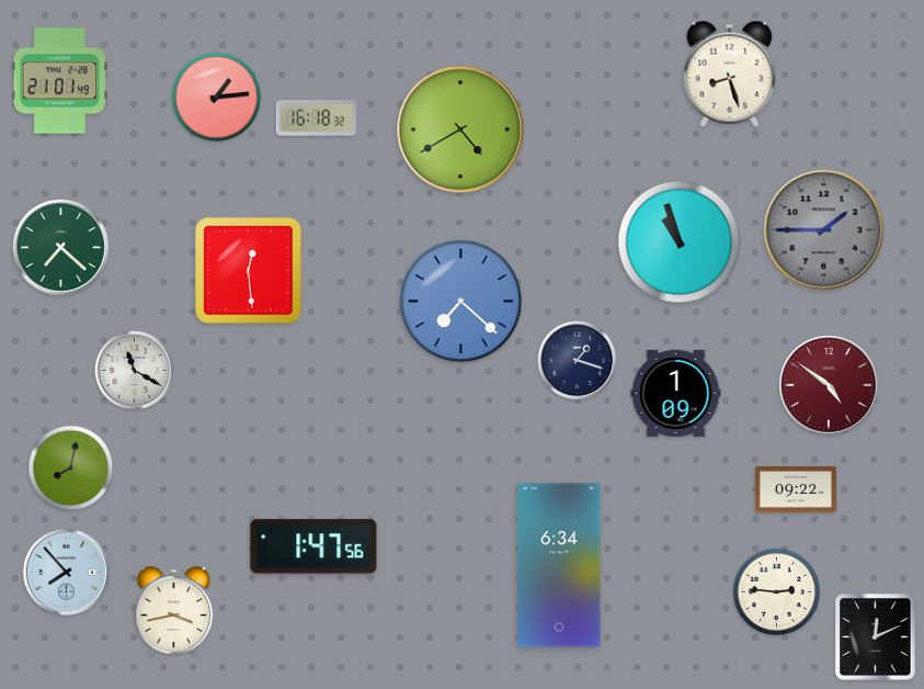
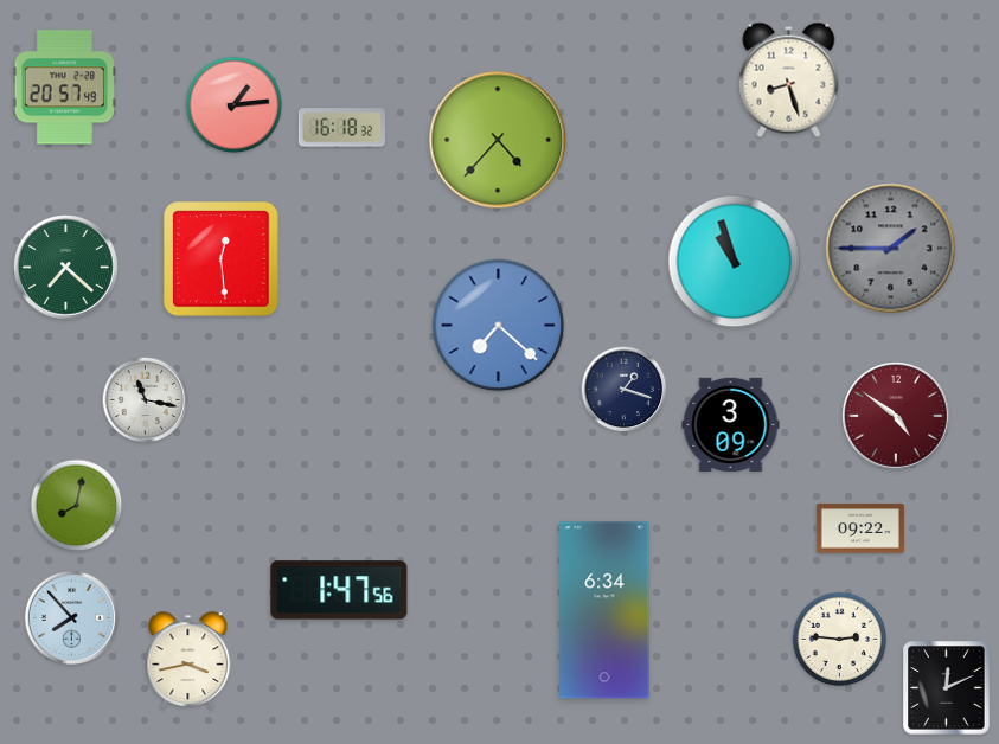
clock at (59, 81): 21:01 -> 20:57
clock at (460, 129): 4:40 -> 4:37
clock at (249, 271) position: (249, 271) -> (222, 259)
clock at (135, 371): 11:20 -> 11:17
clock at (676, 393): 1:09 -> 3:09
